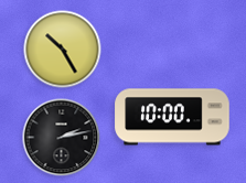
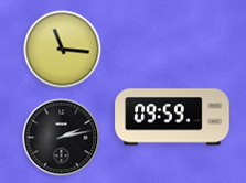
clock at (63, 50): 10:25 -> 11:16
clock at (172, 117): 10:00 -> 09:59
